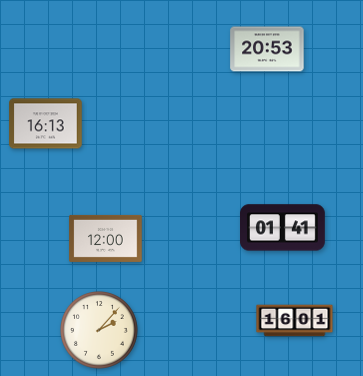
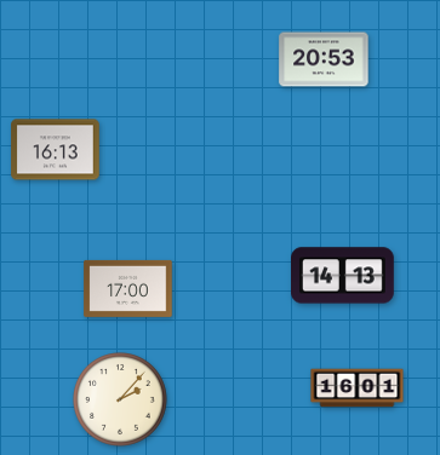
clock at (283, 228): 01:41 -> 14:13
clock at (106, 238): 12:00 -> 17:00
